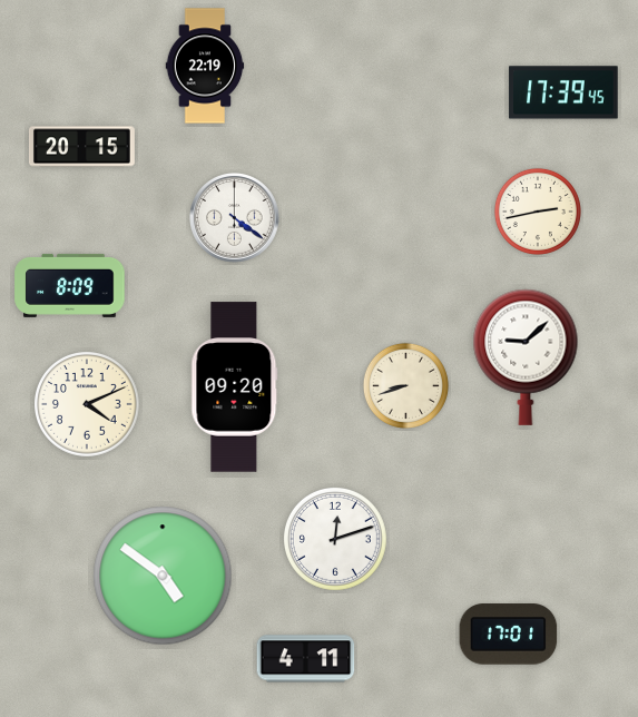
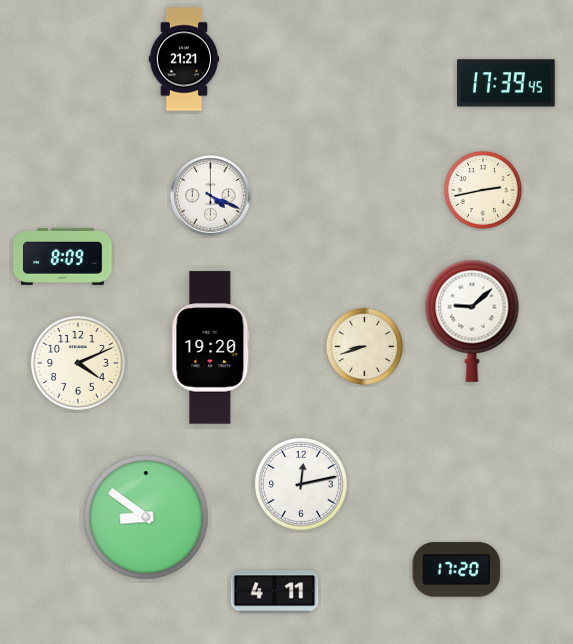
clock at (205, 66): 22:19 -> 21:21
clock at (81, 147): 20:15 -> none
clock at (235, 218): 4:21 -> 4:19
clock at (235, 387): 09:20 -> 19:20
clock at (335, 539): 12:12 -> 12:13
clock at (163, 576): 4:51 -> 8:51
clock at (509, 635): 17:01 -> 17:20
